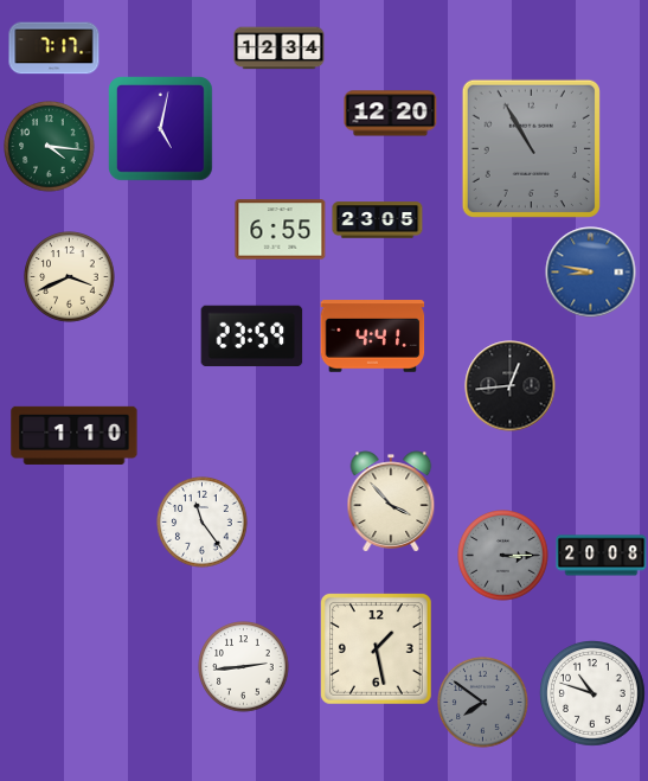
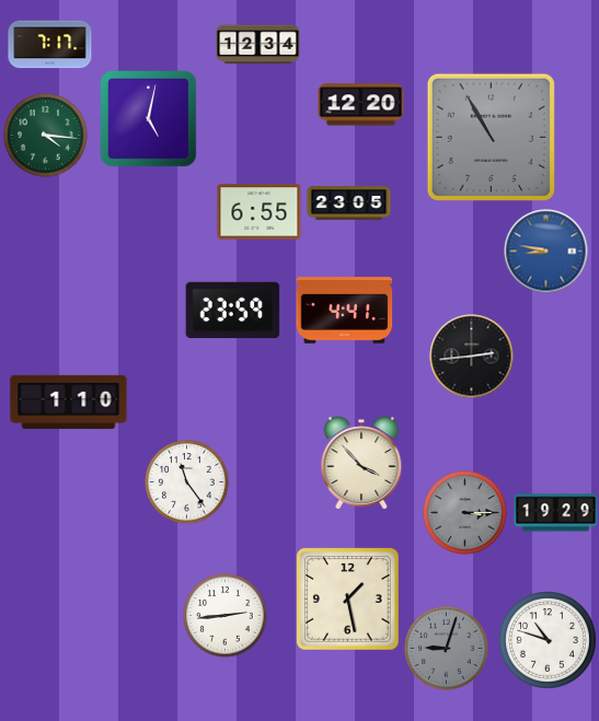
clock at (70, 277): 3:41 -> none
clock at (511, 386): 12:44 -> 2:44
clock at (602, 556): 20:08 -> 19:29
clock at (483, 703): 7:51 -> 9:03
